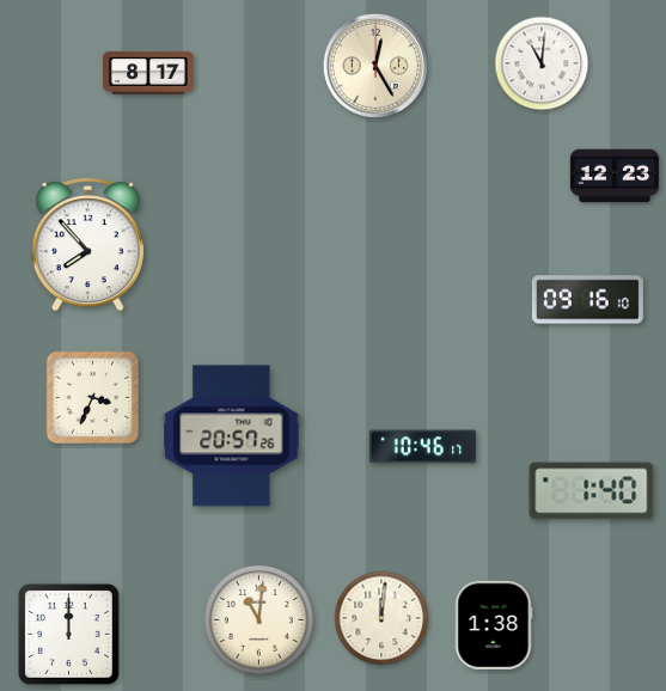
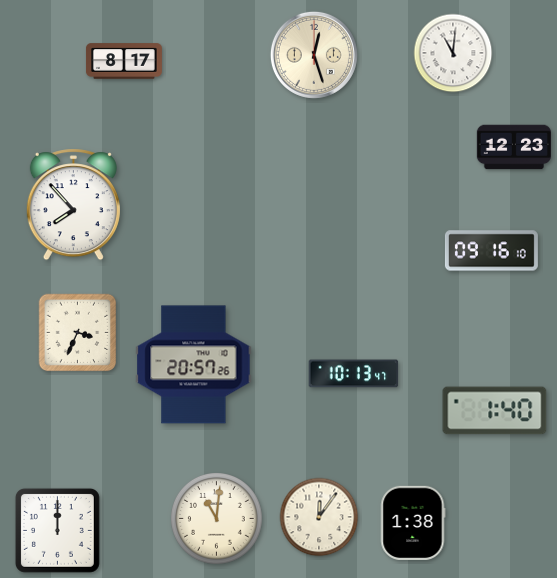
clock at (375, 66): 12:25 -> 12:27
clock at (423, 447): 10:46 -> 10:13
clock at (381, 618): 12:01 -> 12:06
